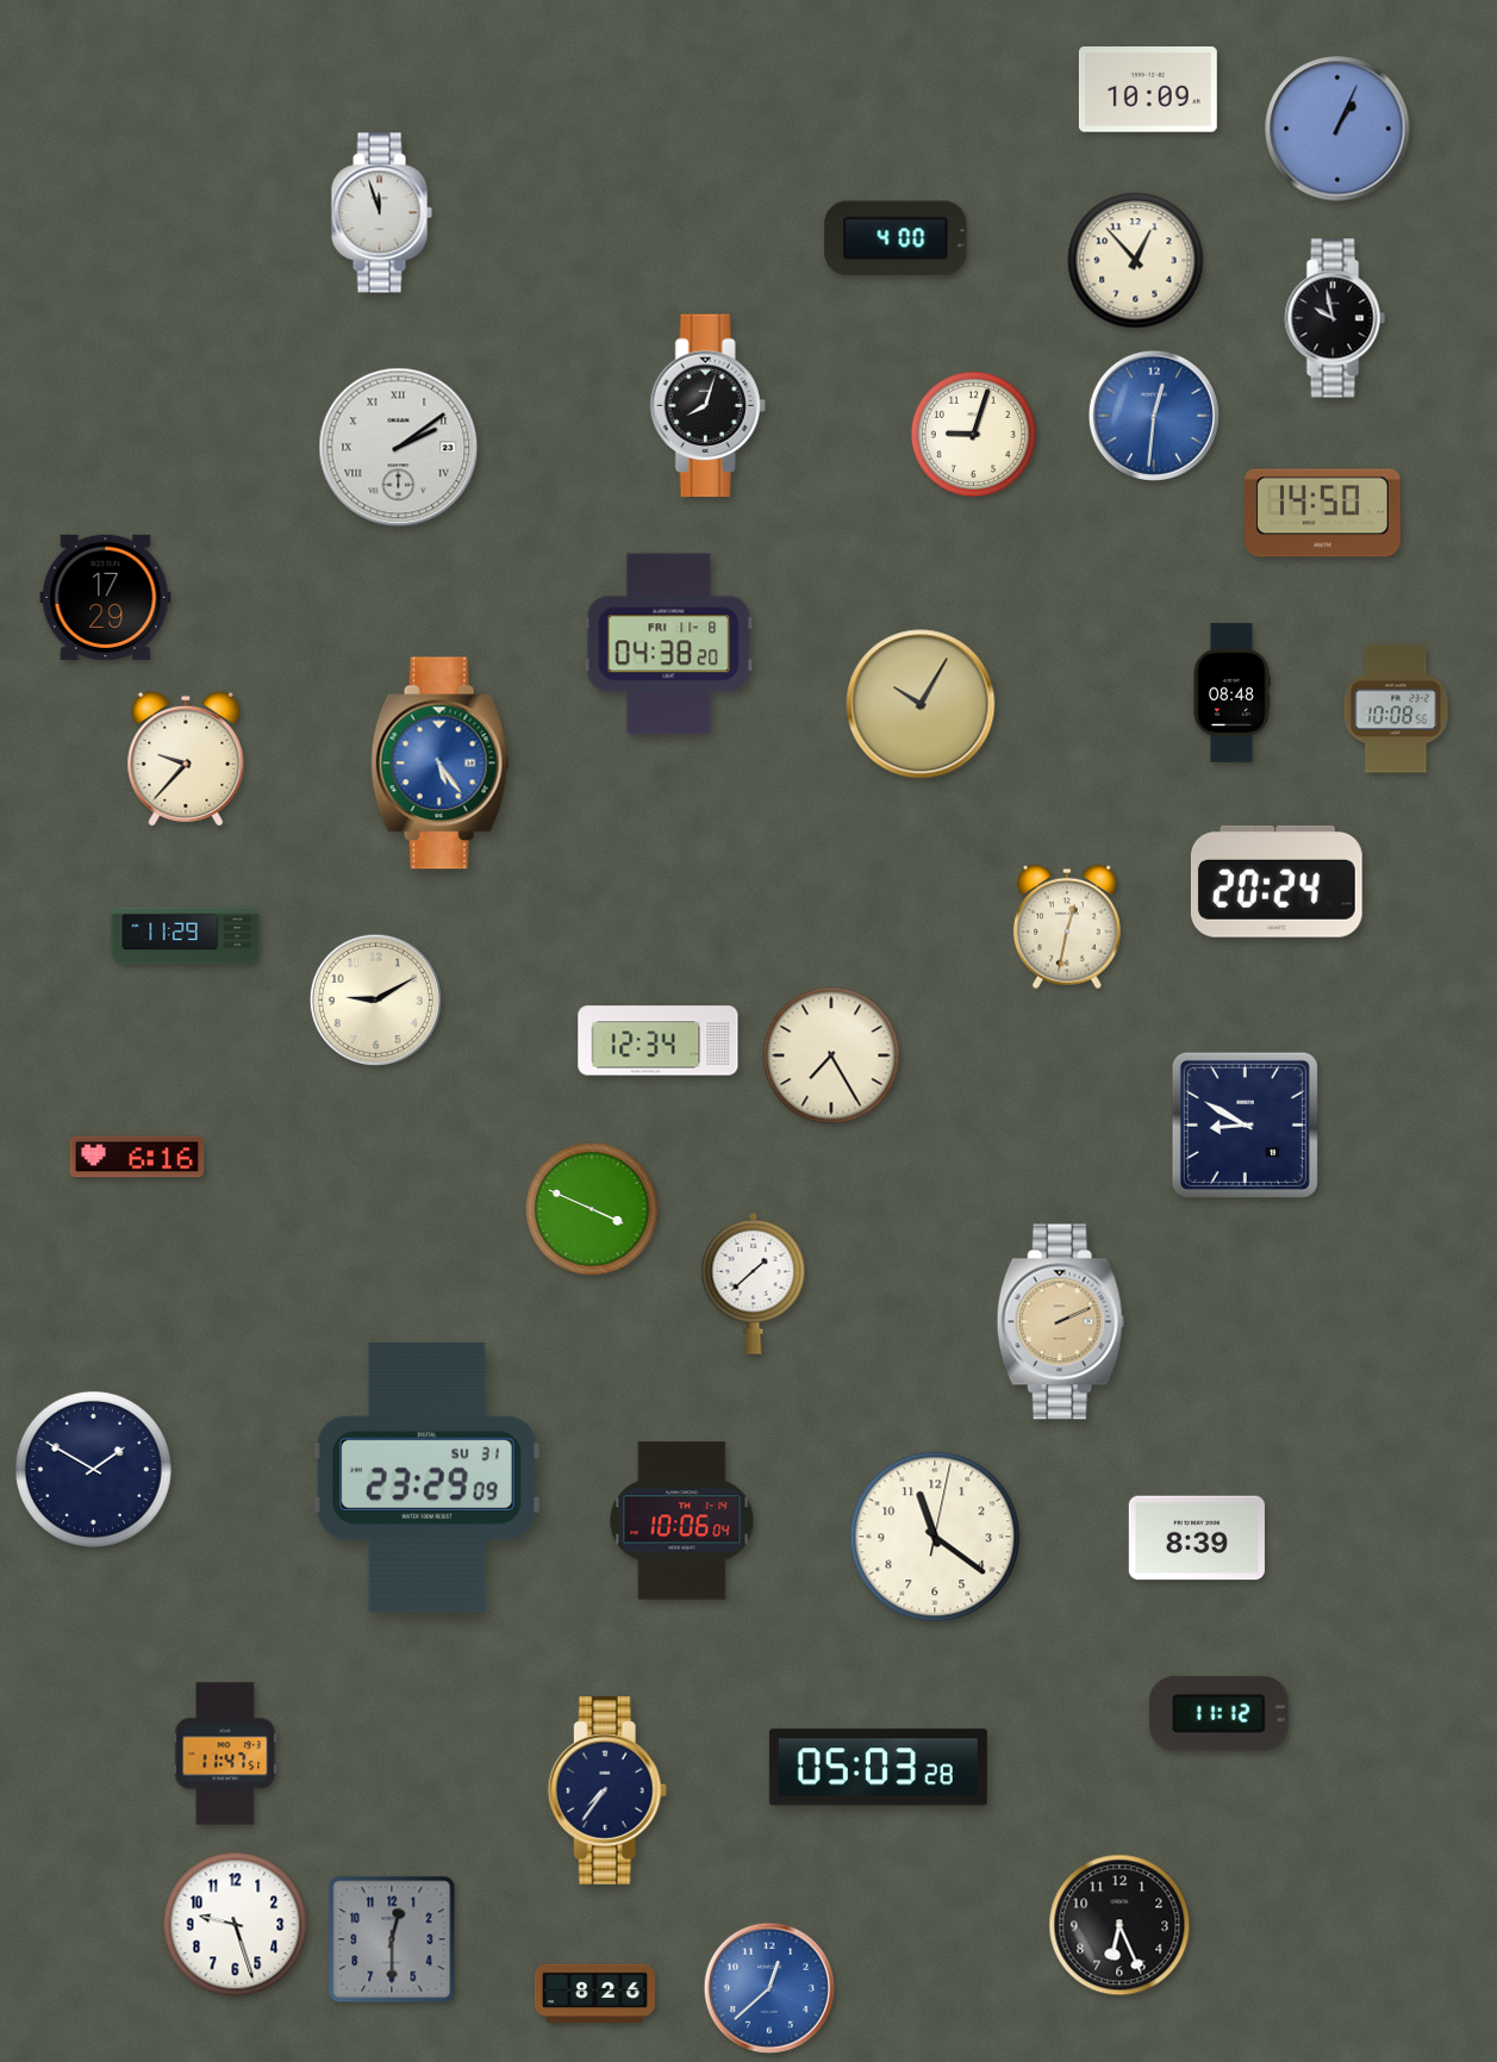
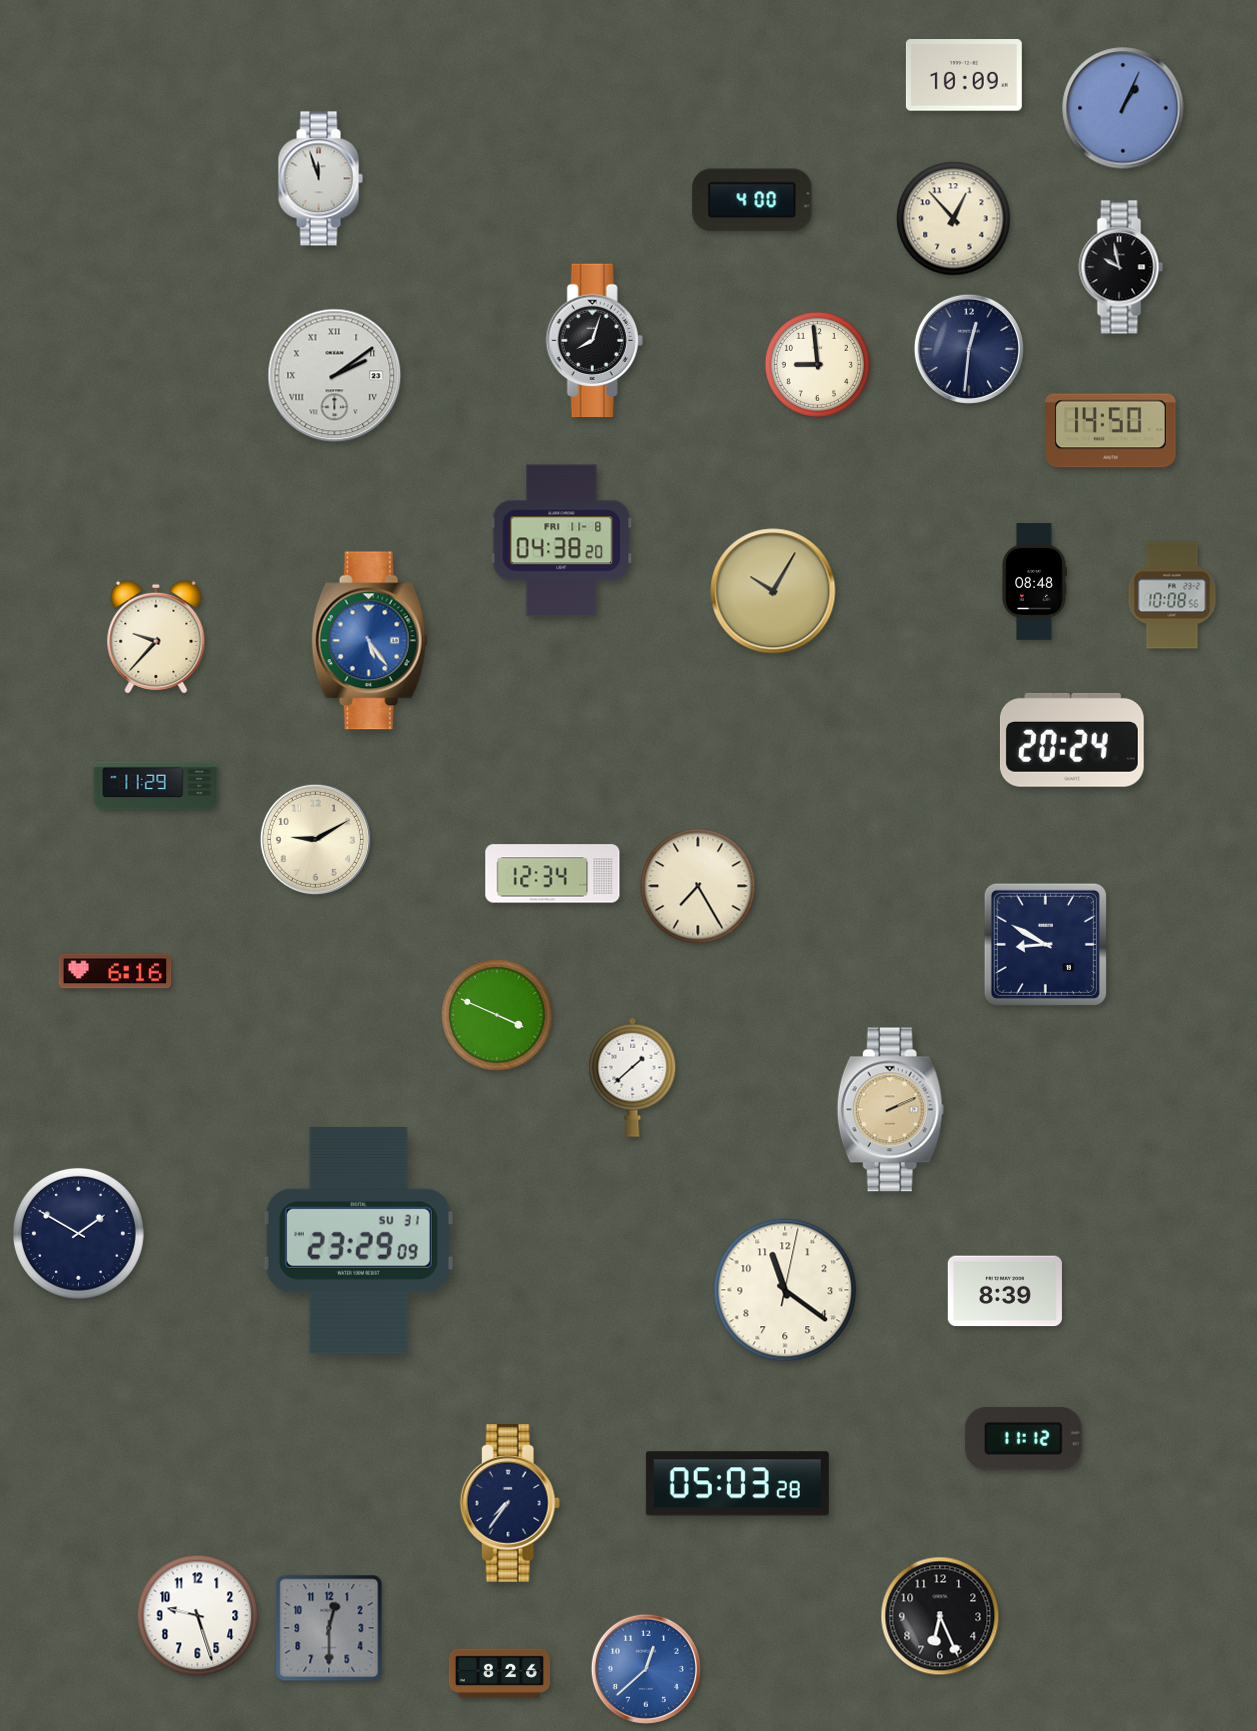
clock at (1154, 416) dial: blue -> navy
clock at (973, 434): 9:03 -> 8:59
clock at (106, 597): 17:29 -> none
clock at (1067, 927): 12:32 -> none
clock at (682, 1521): 10:06 -> none
clock at (225, 1753): 11:47 -> none
